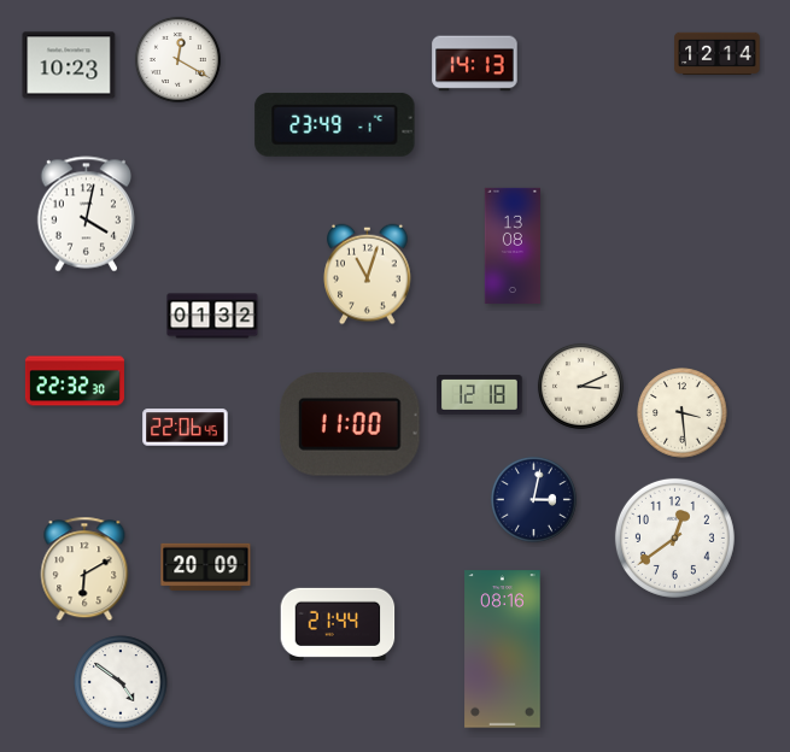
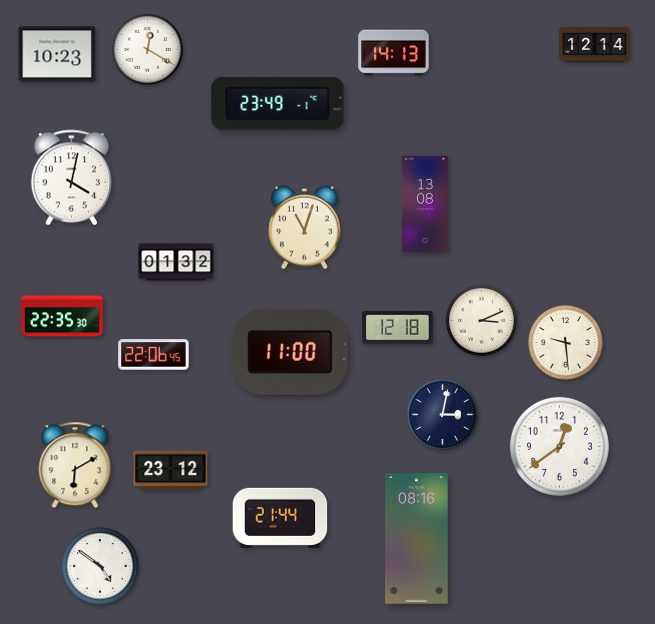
clock at (75, 381): 22:32 -> 22:35
clock at (683, 413): 3:29 -> 9:29
clock at (206, 566): 20:09 -> 23:12
clock at (84, 569) position: (84, 569) -> (75, 465)
